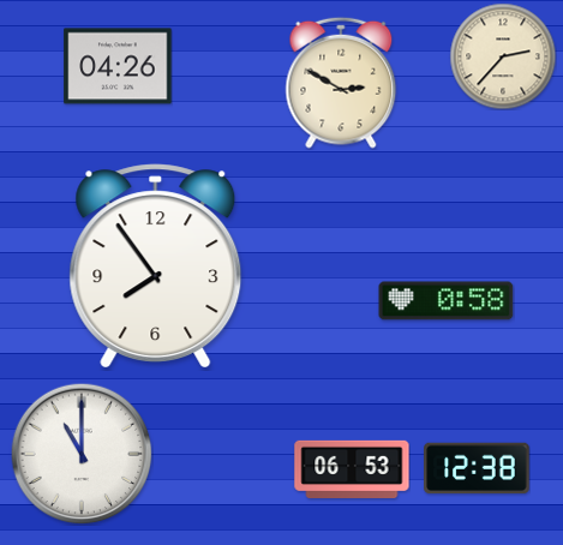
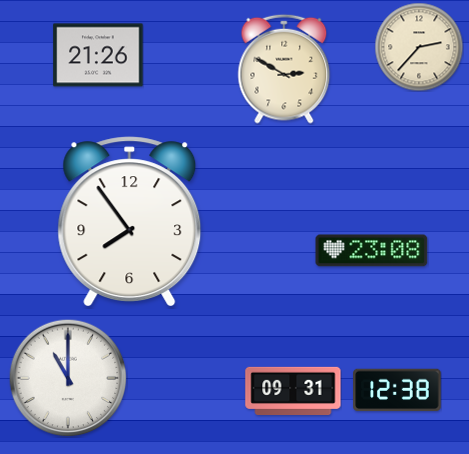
clock at (118, 66): 04:26 -> 21:26
clock at (447, 301): 0:58 -> 23:08
clock at (352, 468): 06:53 -> 09:31
